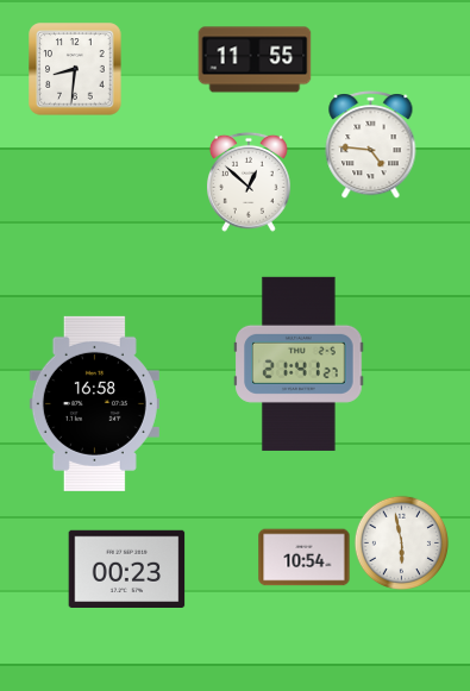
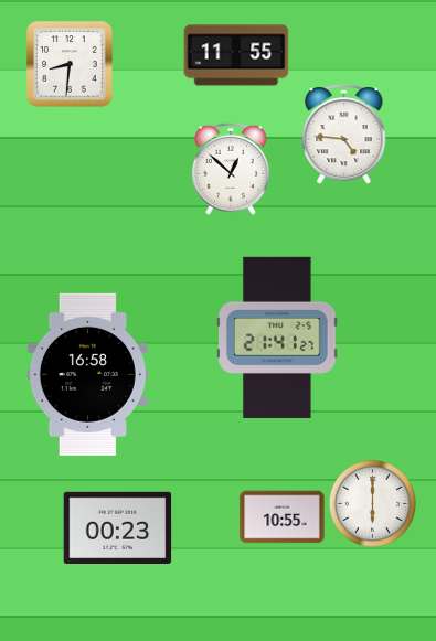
clock at (401, 542): 5:58 -> 6:00
clock at (305, 558): 10:54 -> 10:55
